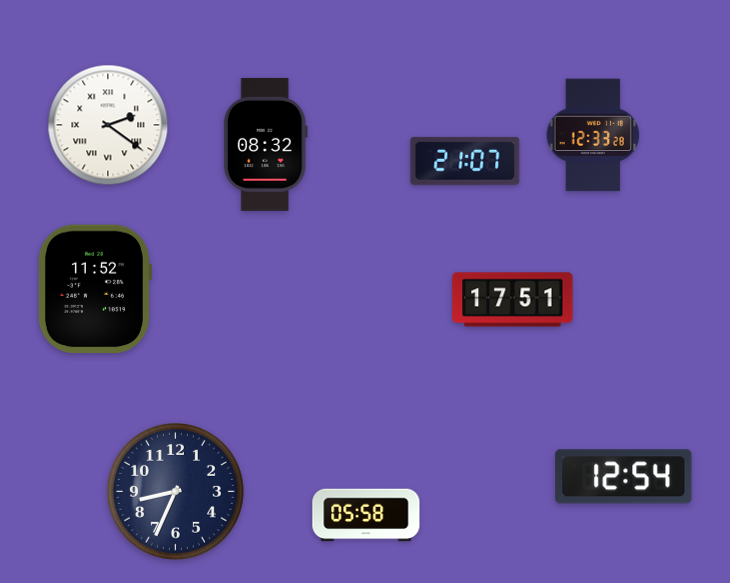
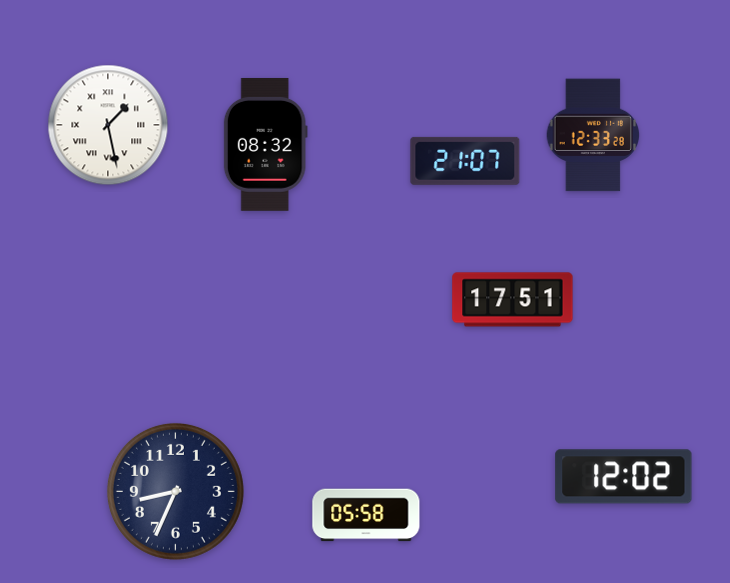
clock at (108, 125): 2:21 -> 1:28
clock at (94, 288): 11:52 -> none
clock at (624, 477): 12:54 -> 12:02
